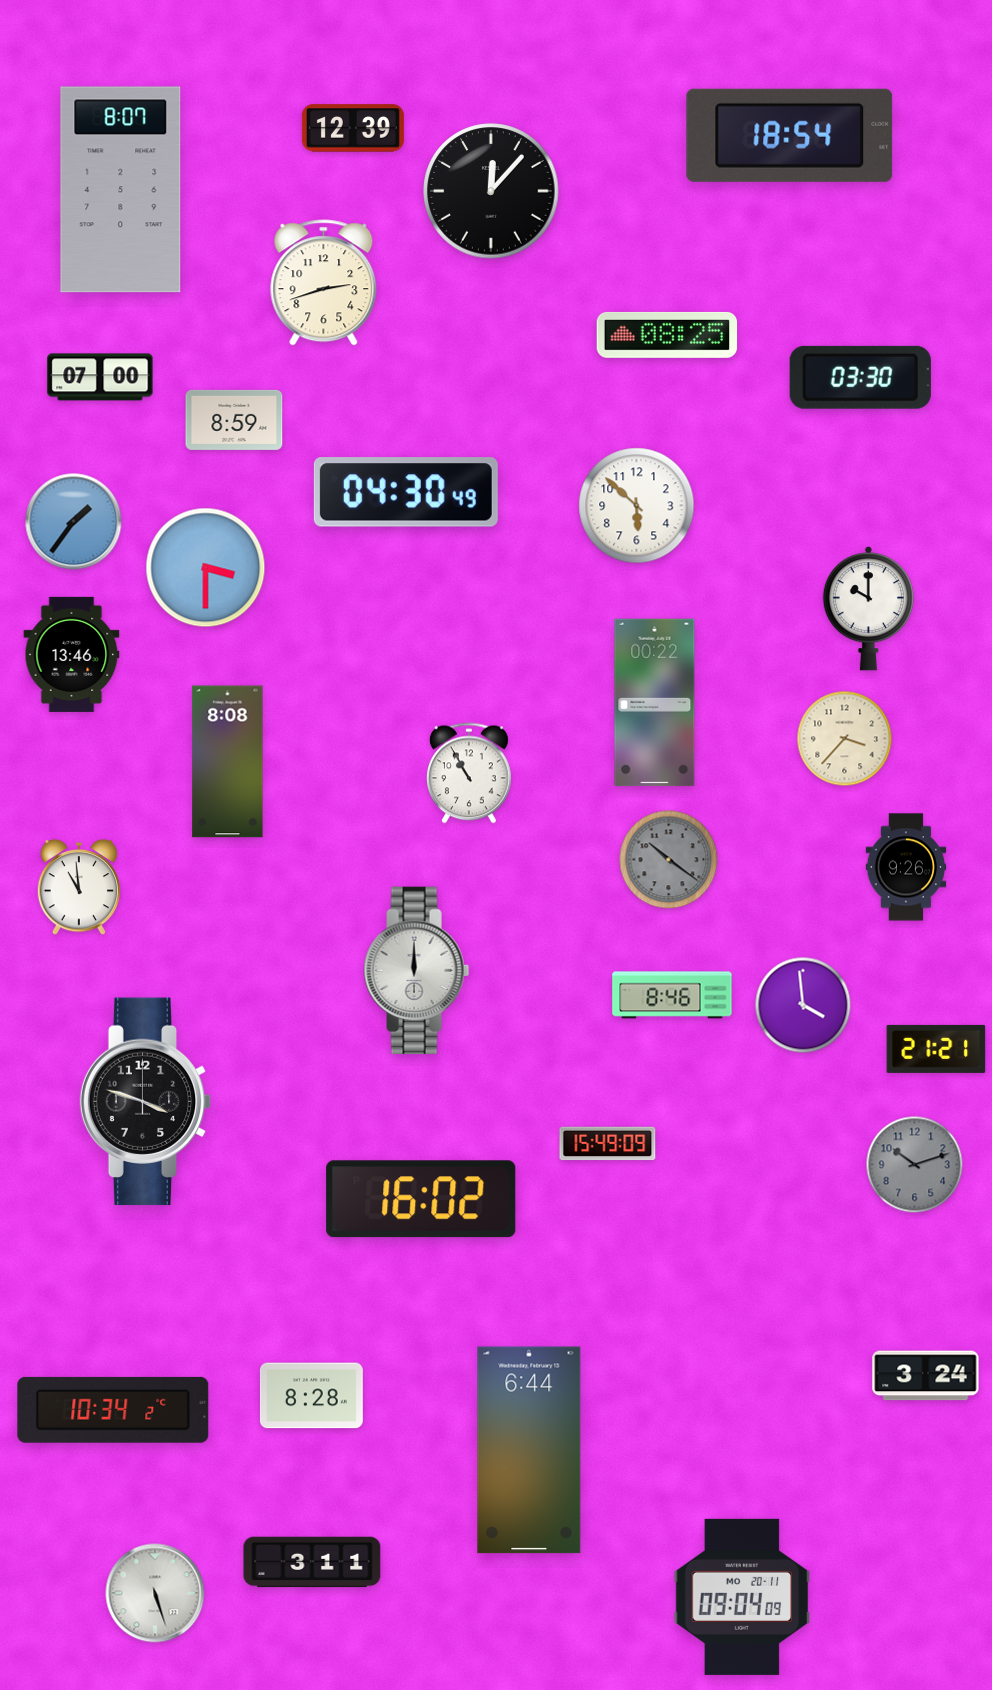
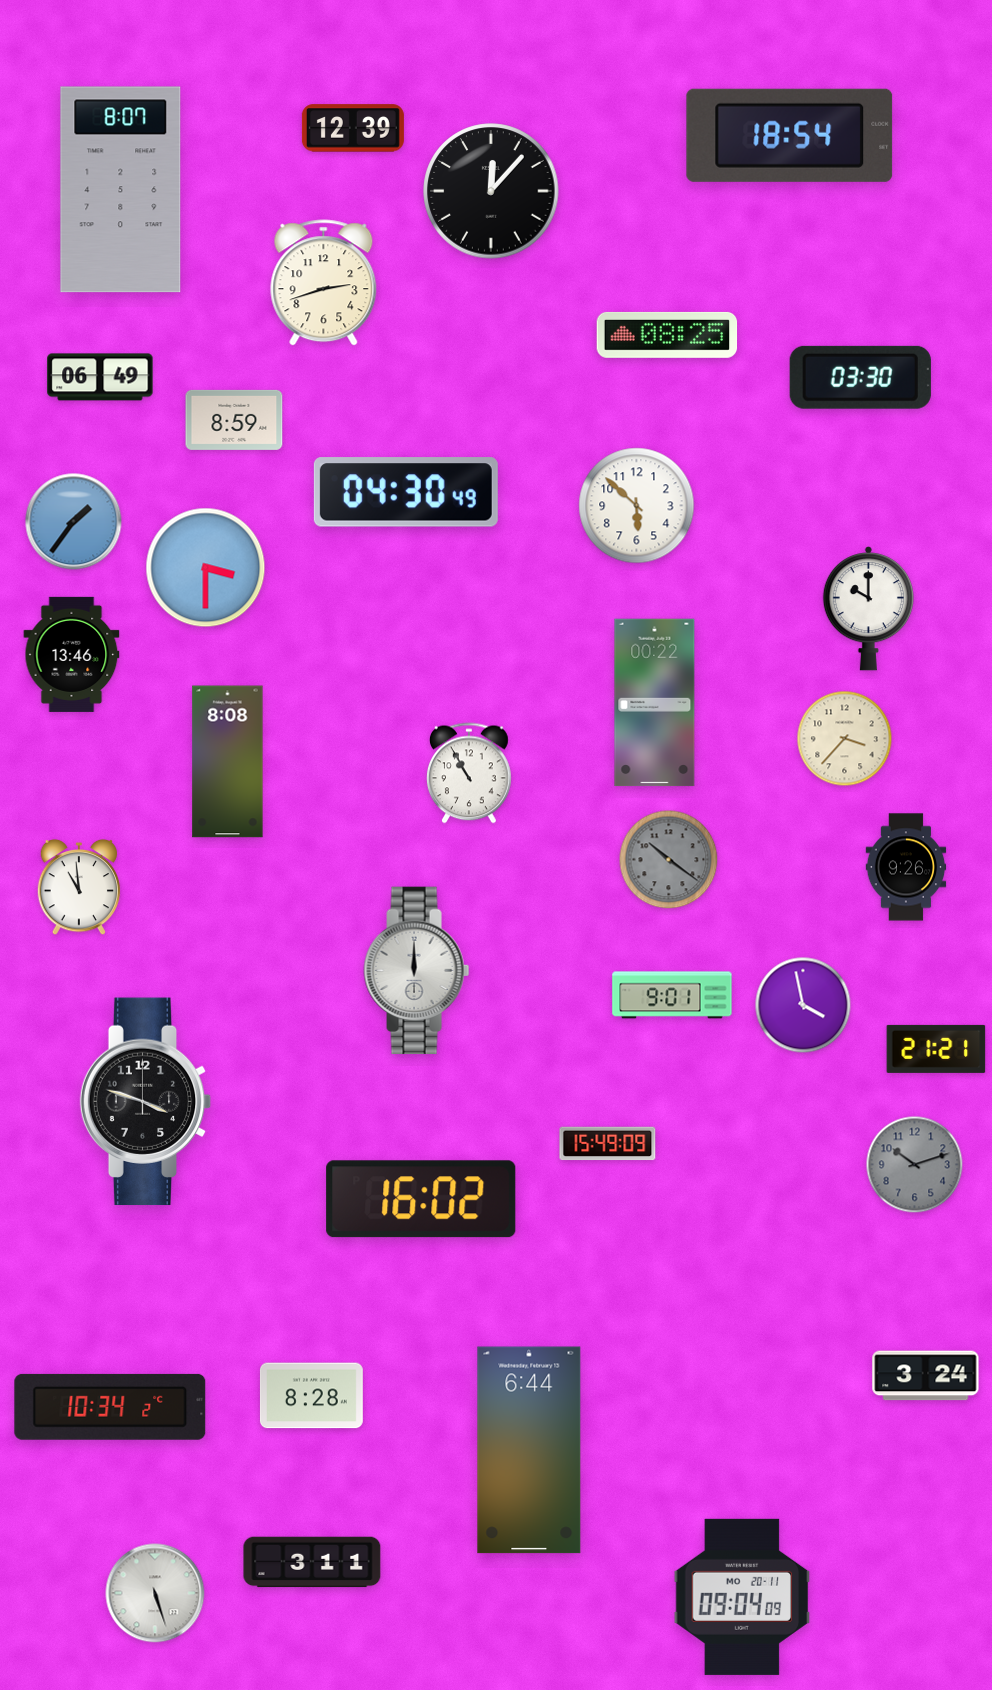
clock at (100, 377): 07:00 -> 06:49
clock at (672, 995): 8:46 -> 9:01
clock at (803, 1005): 3:59 -> 3:58
clock at (113, 1410) position: (113, 1410) -> (110, 1407)
